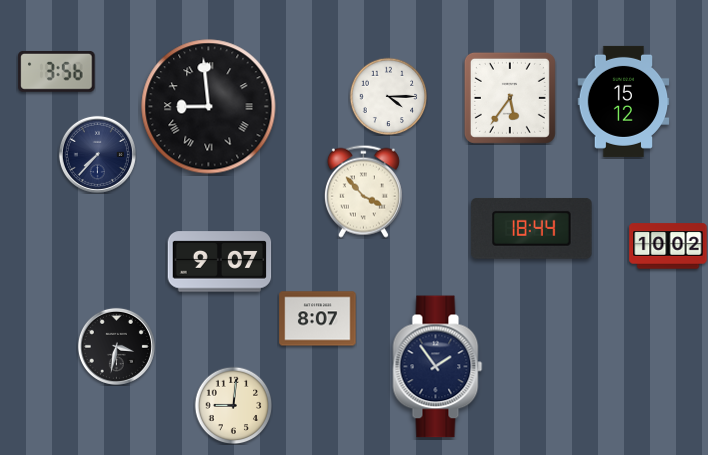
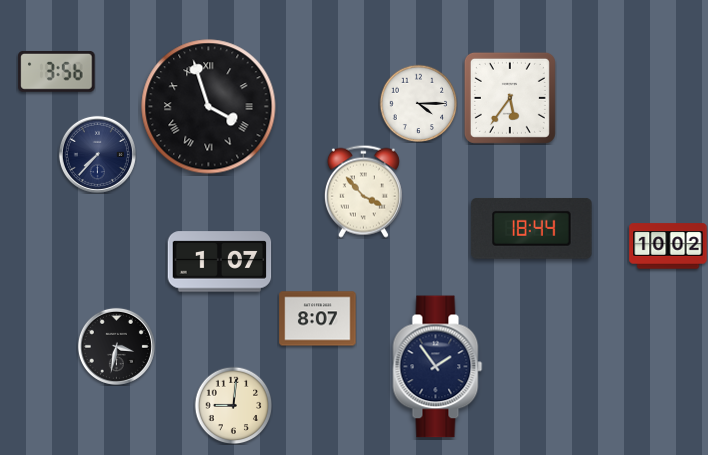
clock at (388, 96) position: (388, 96) -> (418, 103)
clock at (624, 101): 15:12 -> none
clock at (209, 107): 8:59 -> 3:57
clock at (220, 262): 9:07 -> 1:07
